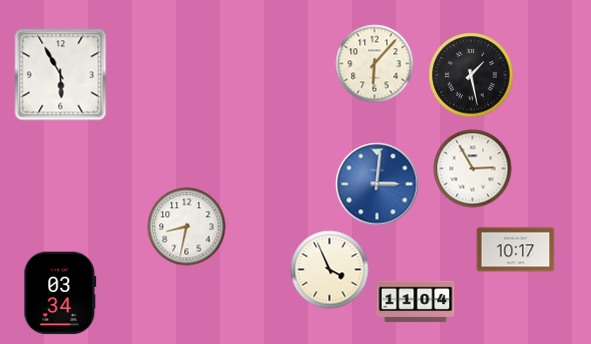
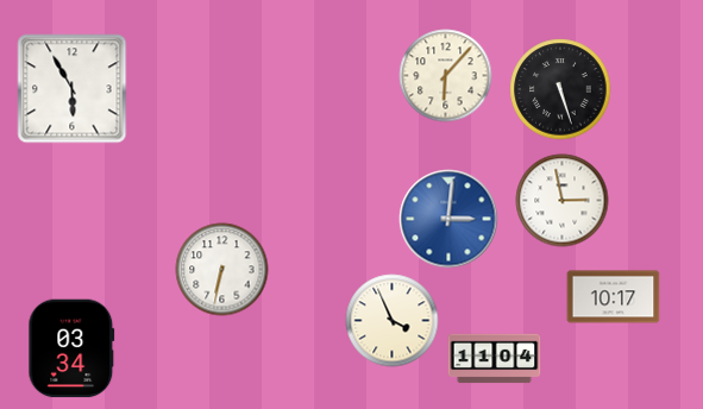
clock at (471, 75): 1:28 -> 5:27
clock at (472, 168): 2:55 -> 2:58
clock at (186, 226): 8:32 -> 6:32
